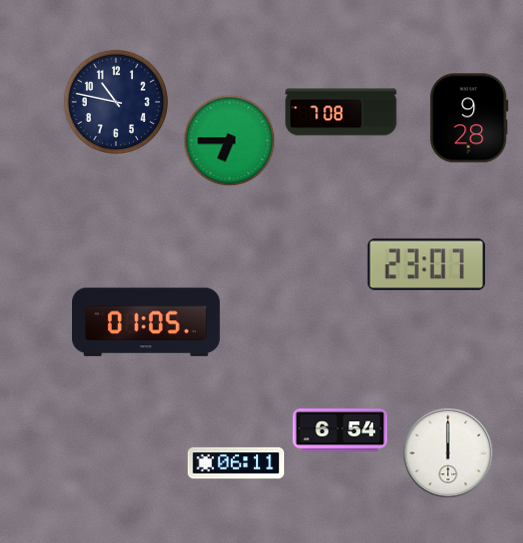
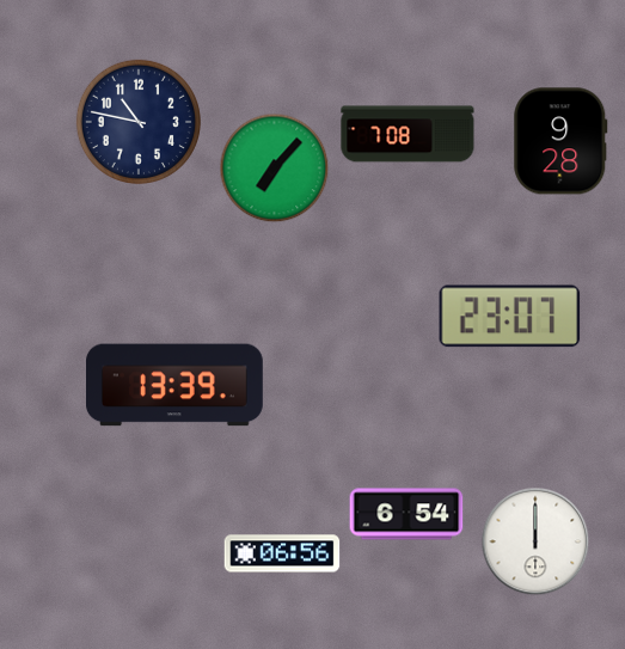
clock at (230, 141): 6:45 -> 7:07
clock at (147, 322): 01:05 -> 13:39
clock at (236, 463): 06:11 -> 06:56
